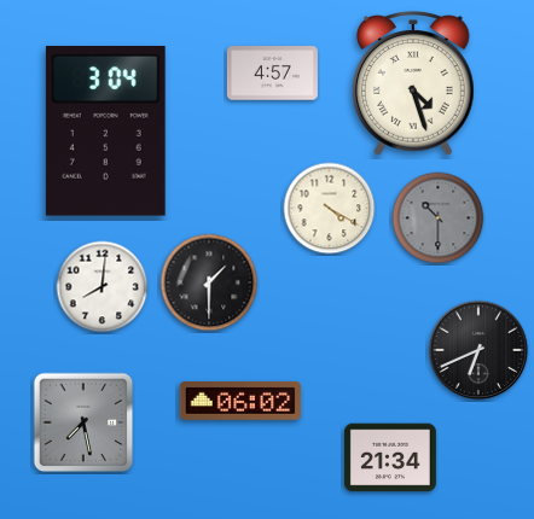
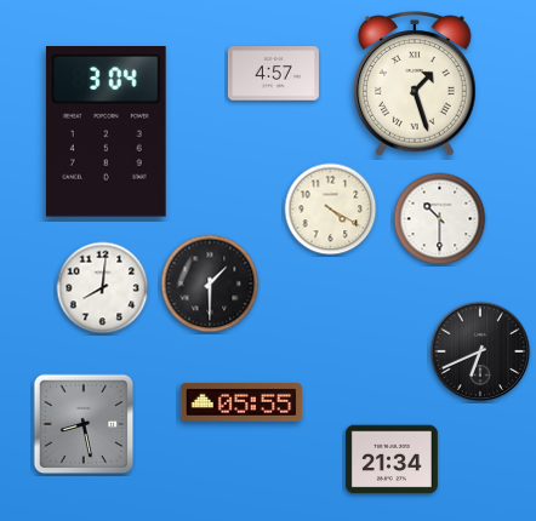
clock at (414, 83): 4:27 -> 1:27
clock at (439, 218) dial: grey -> white
clock at (240, 401): 06:02 -> 05:55
clock at (83, 422): 7:28 -> 8:28
